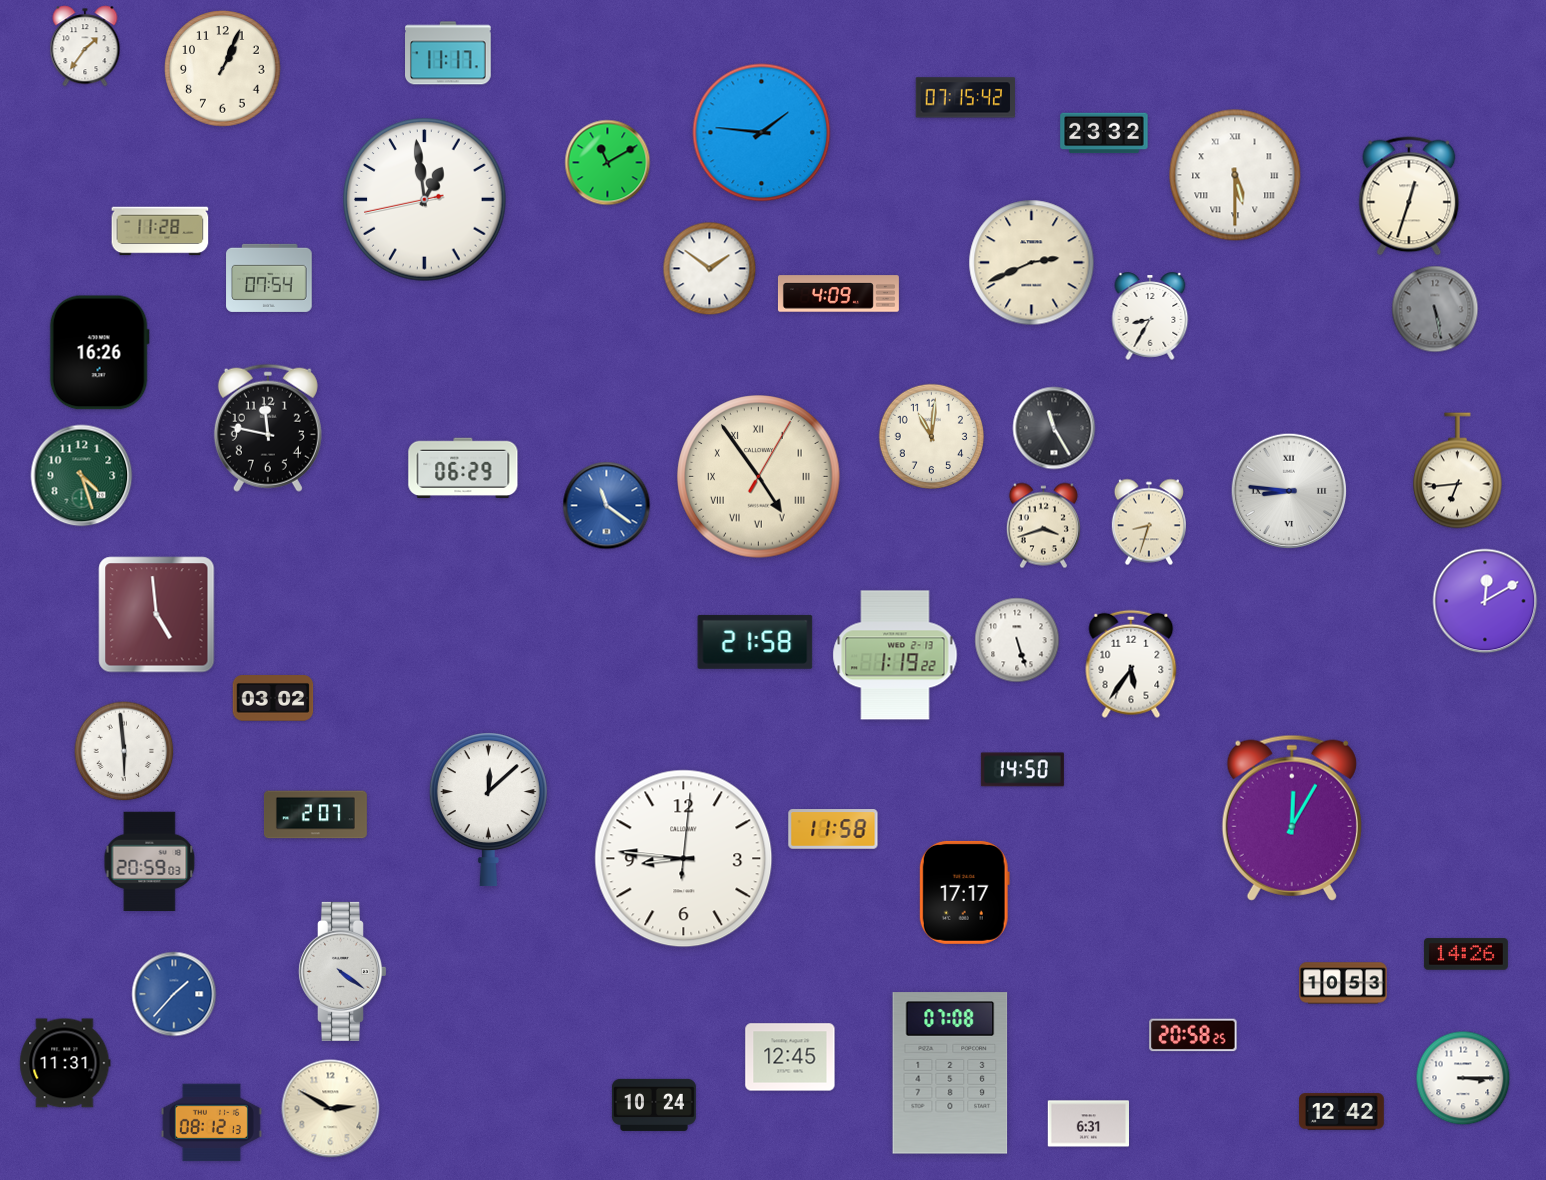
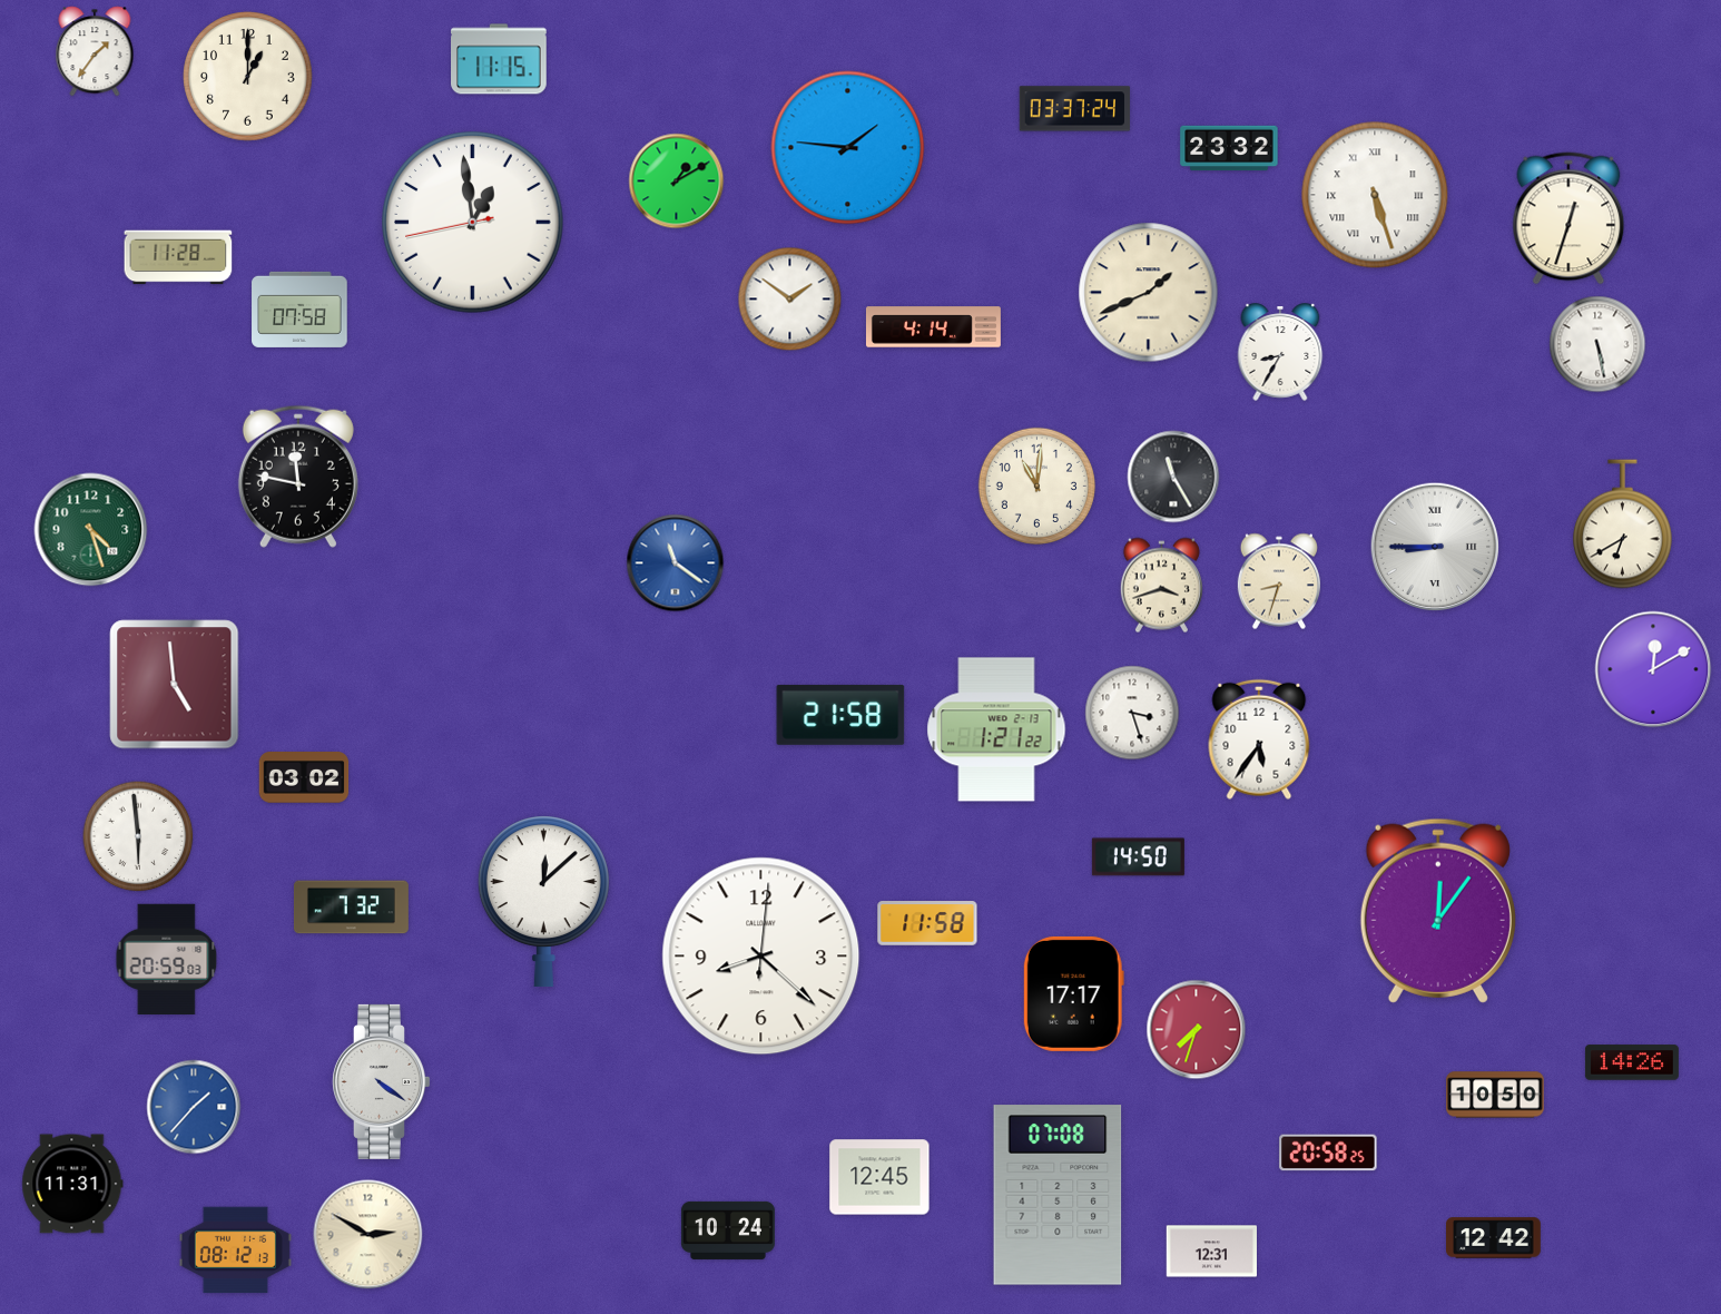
clock at (449, 53): 11:17 -> 11:15
clock at (223, 69): 1:04 -> 1:00
clock at (965, 98): 07:15 -> 03:37
clock at (608, 163): 11:10 -> 1:10
clock at (1235, 175): 5:30 -> 5:27
clock at (1032, 263): 2:41 -> 1:41
clock at (269, 278): 07:54 -> 07:58
clock at (838, 294): 4:09 -> 4:14
clock at (1435, 309) dial: grey -> white
clock at (99, 353): 16:26 -> none
clock at (463, 468): 06:29 -> none
clock at (1458, 471): 6:44 -> 6:40
clock at (759, 477): 4:54 -> none
clock at (1289, 491): 8:46 -> 8:45
clock at (1017, 640): 5:27 -> 3:27
clock at (895, 655): 1:19 -> 1:21
clock at (315, 815): 2:07 -> 7:32
clock at (1292, 818): 12:05 -> 12:06
clock at (684, 859): 8:46 -> 8:22
clock at (1197, 1030): none -> 7:33
clock at (1343, 983): 10:53 -> 10:50
clock at (1463, 1078): 3:15 -> none
clock at (1088, 1124): 6:31 -> 12:31
